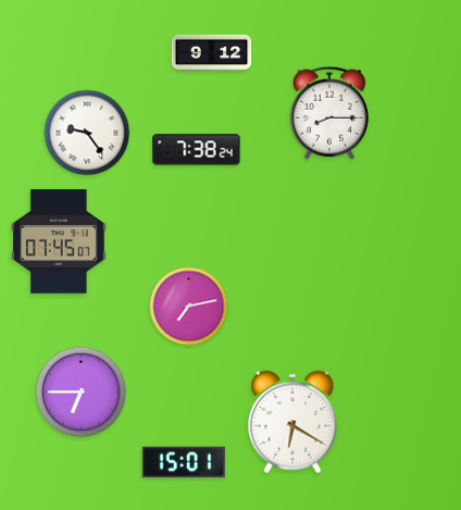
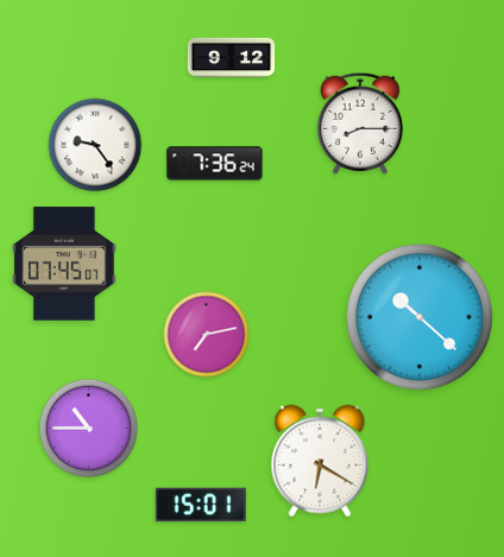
clock at (197, 150): 7:38 -> 7:36
clock at (420, 317): none -> 10:22
clock at (82, 393): 6:45 -> 10:45
